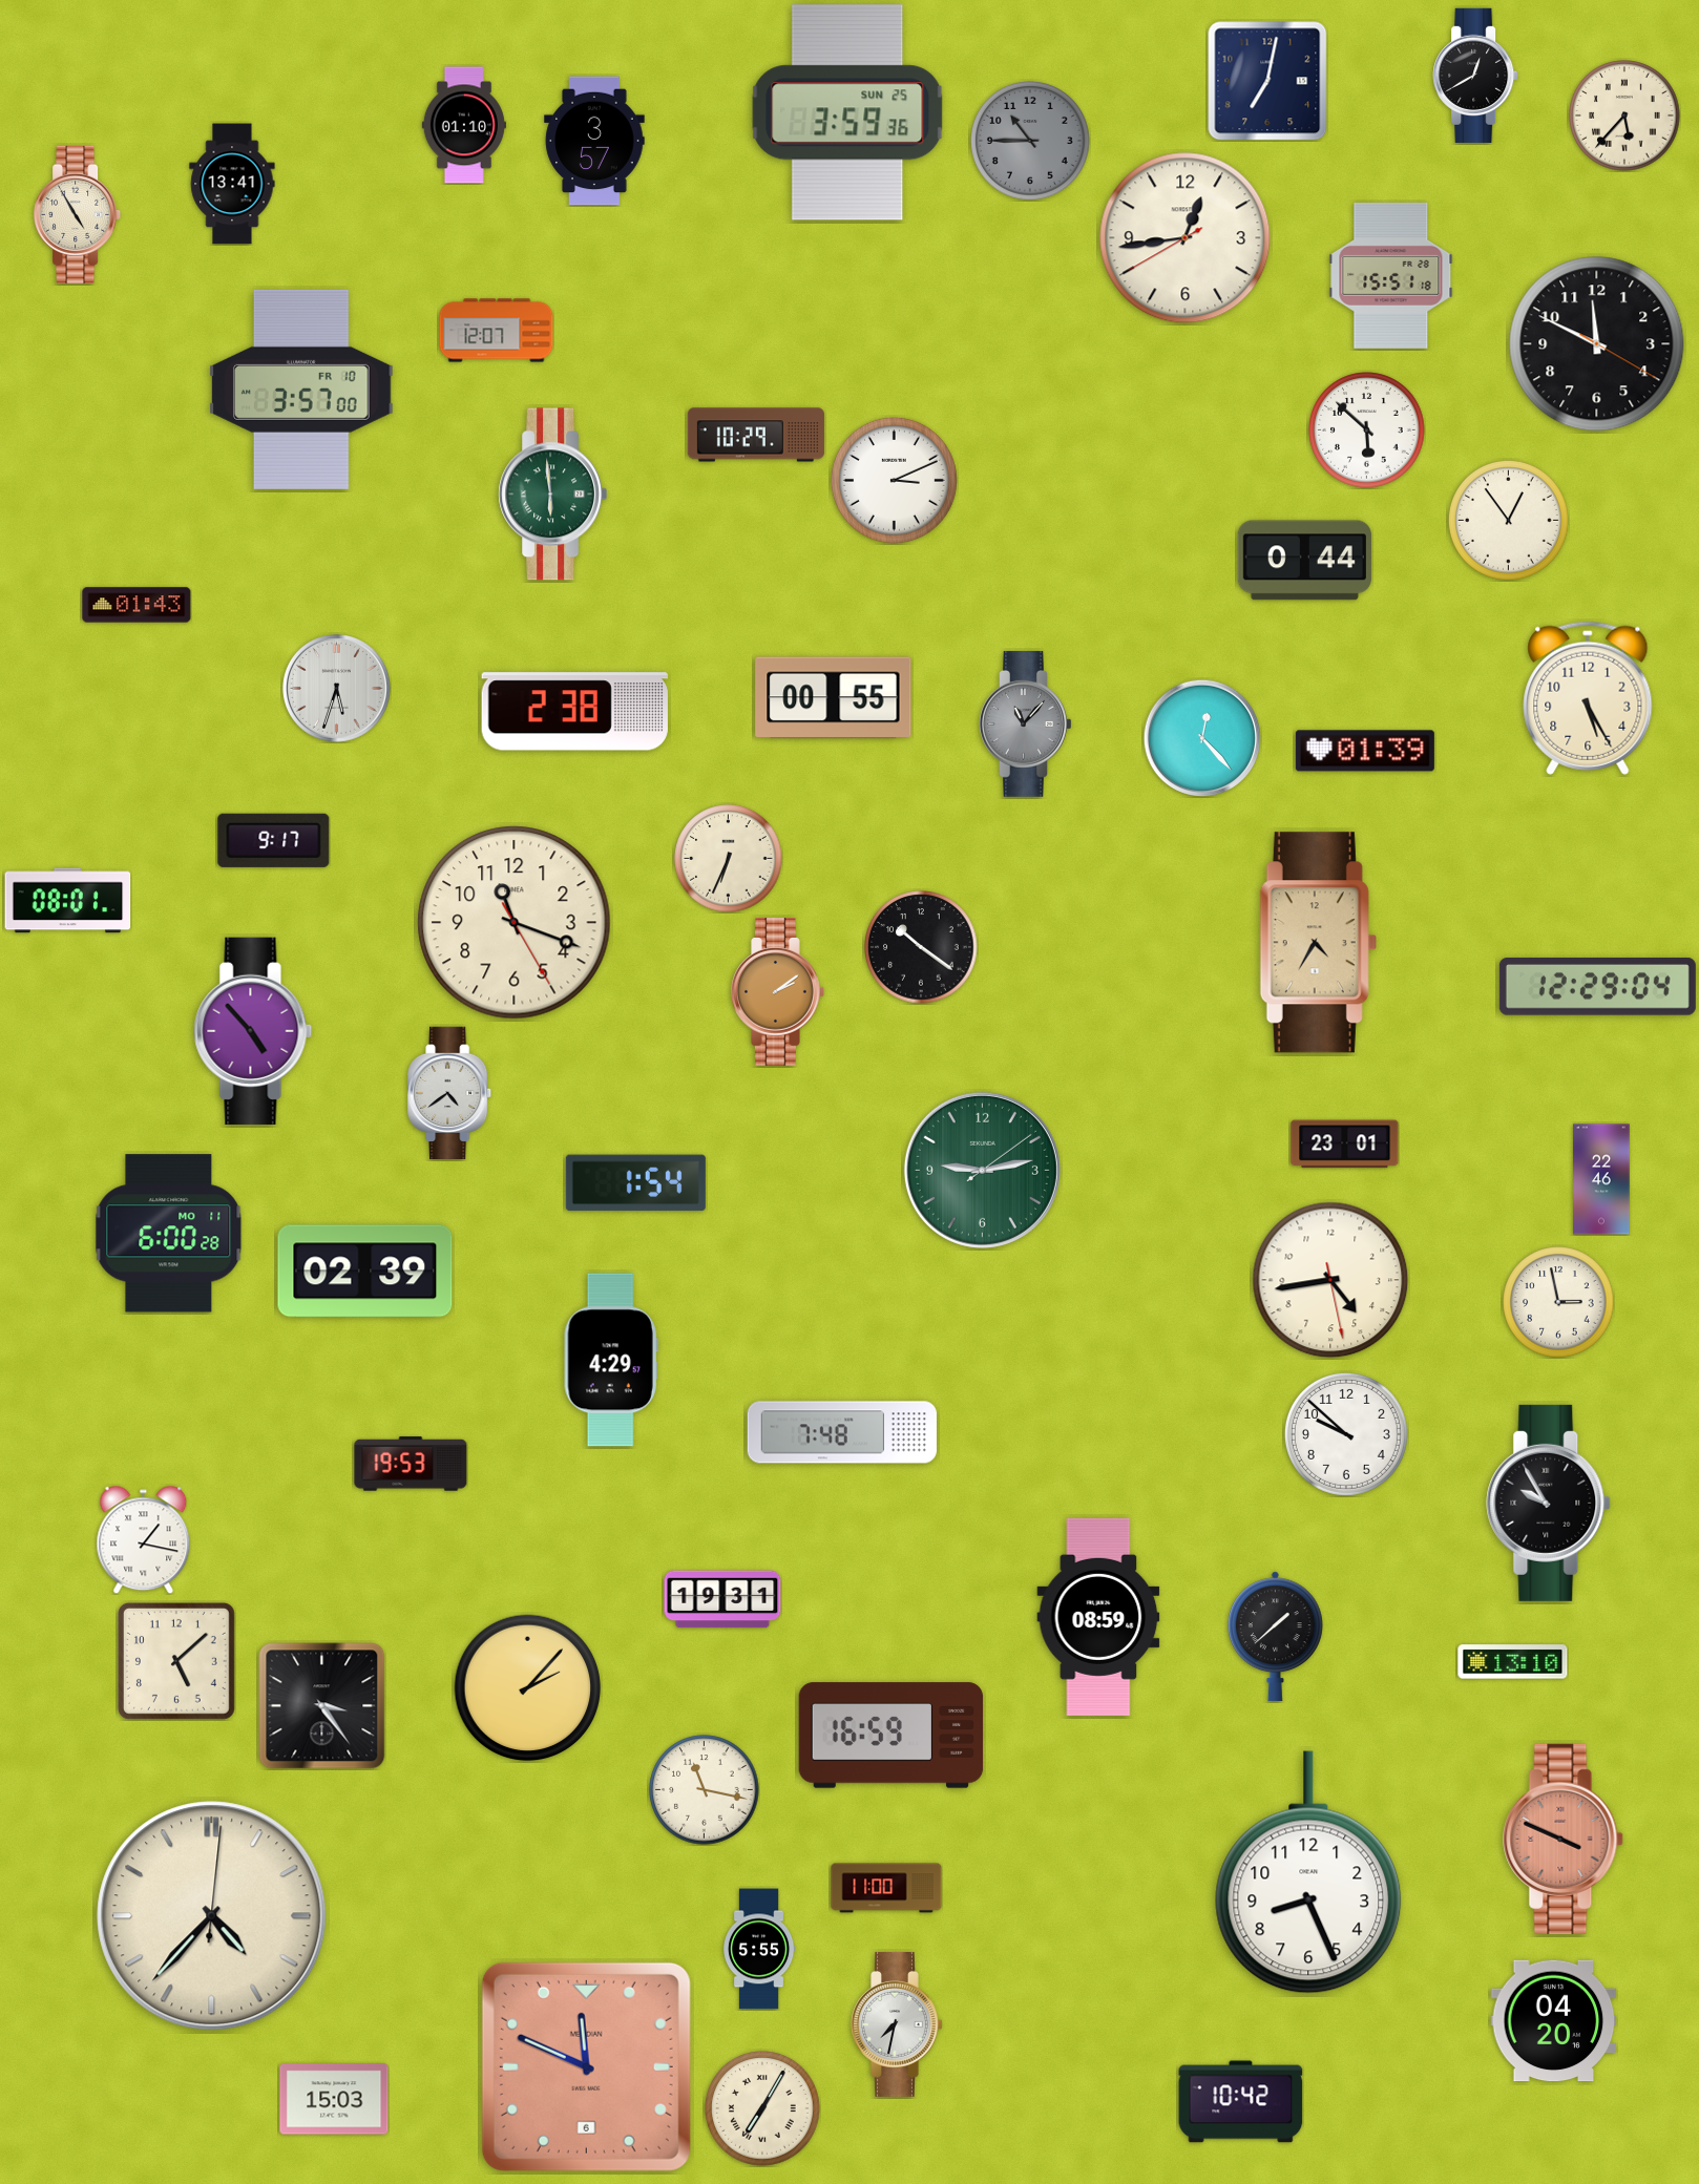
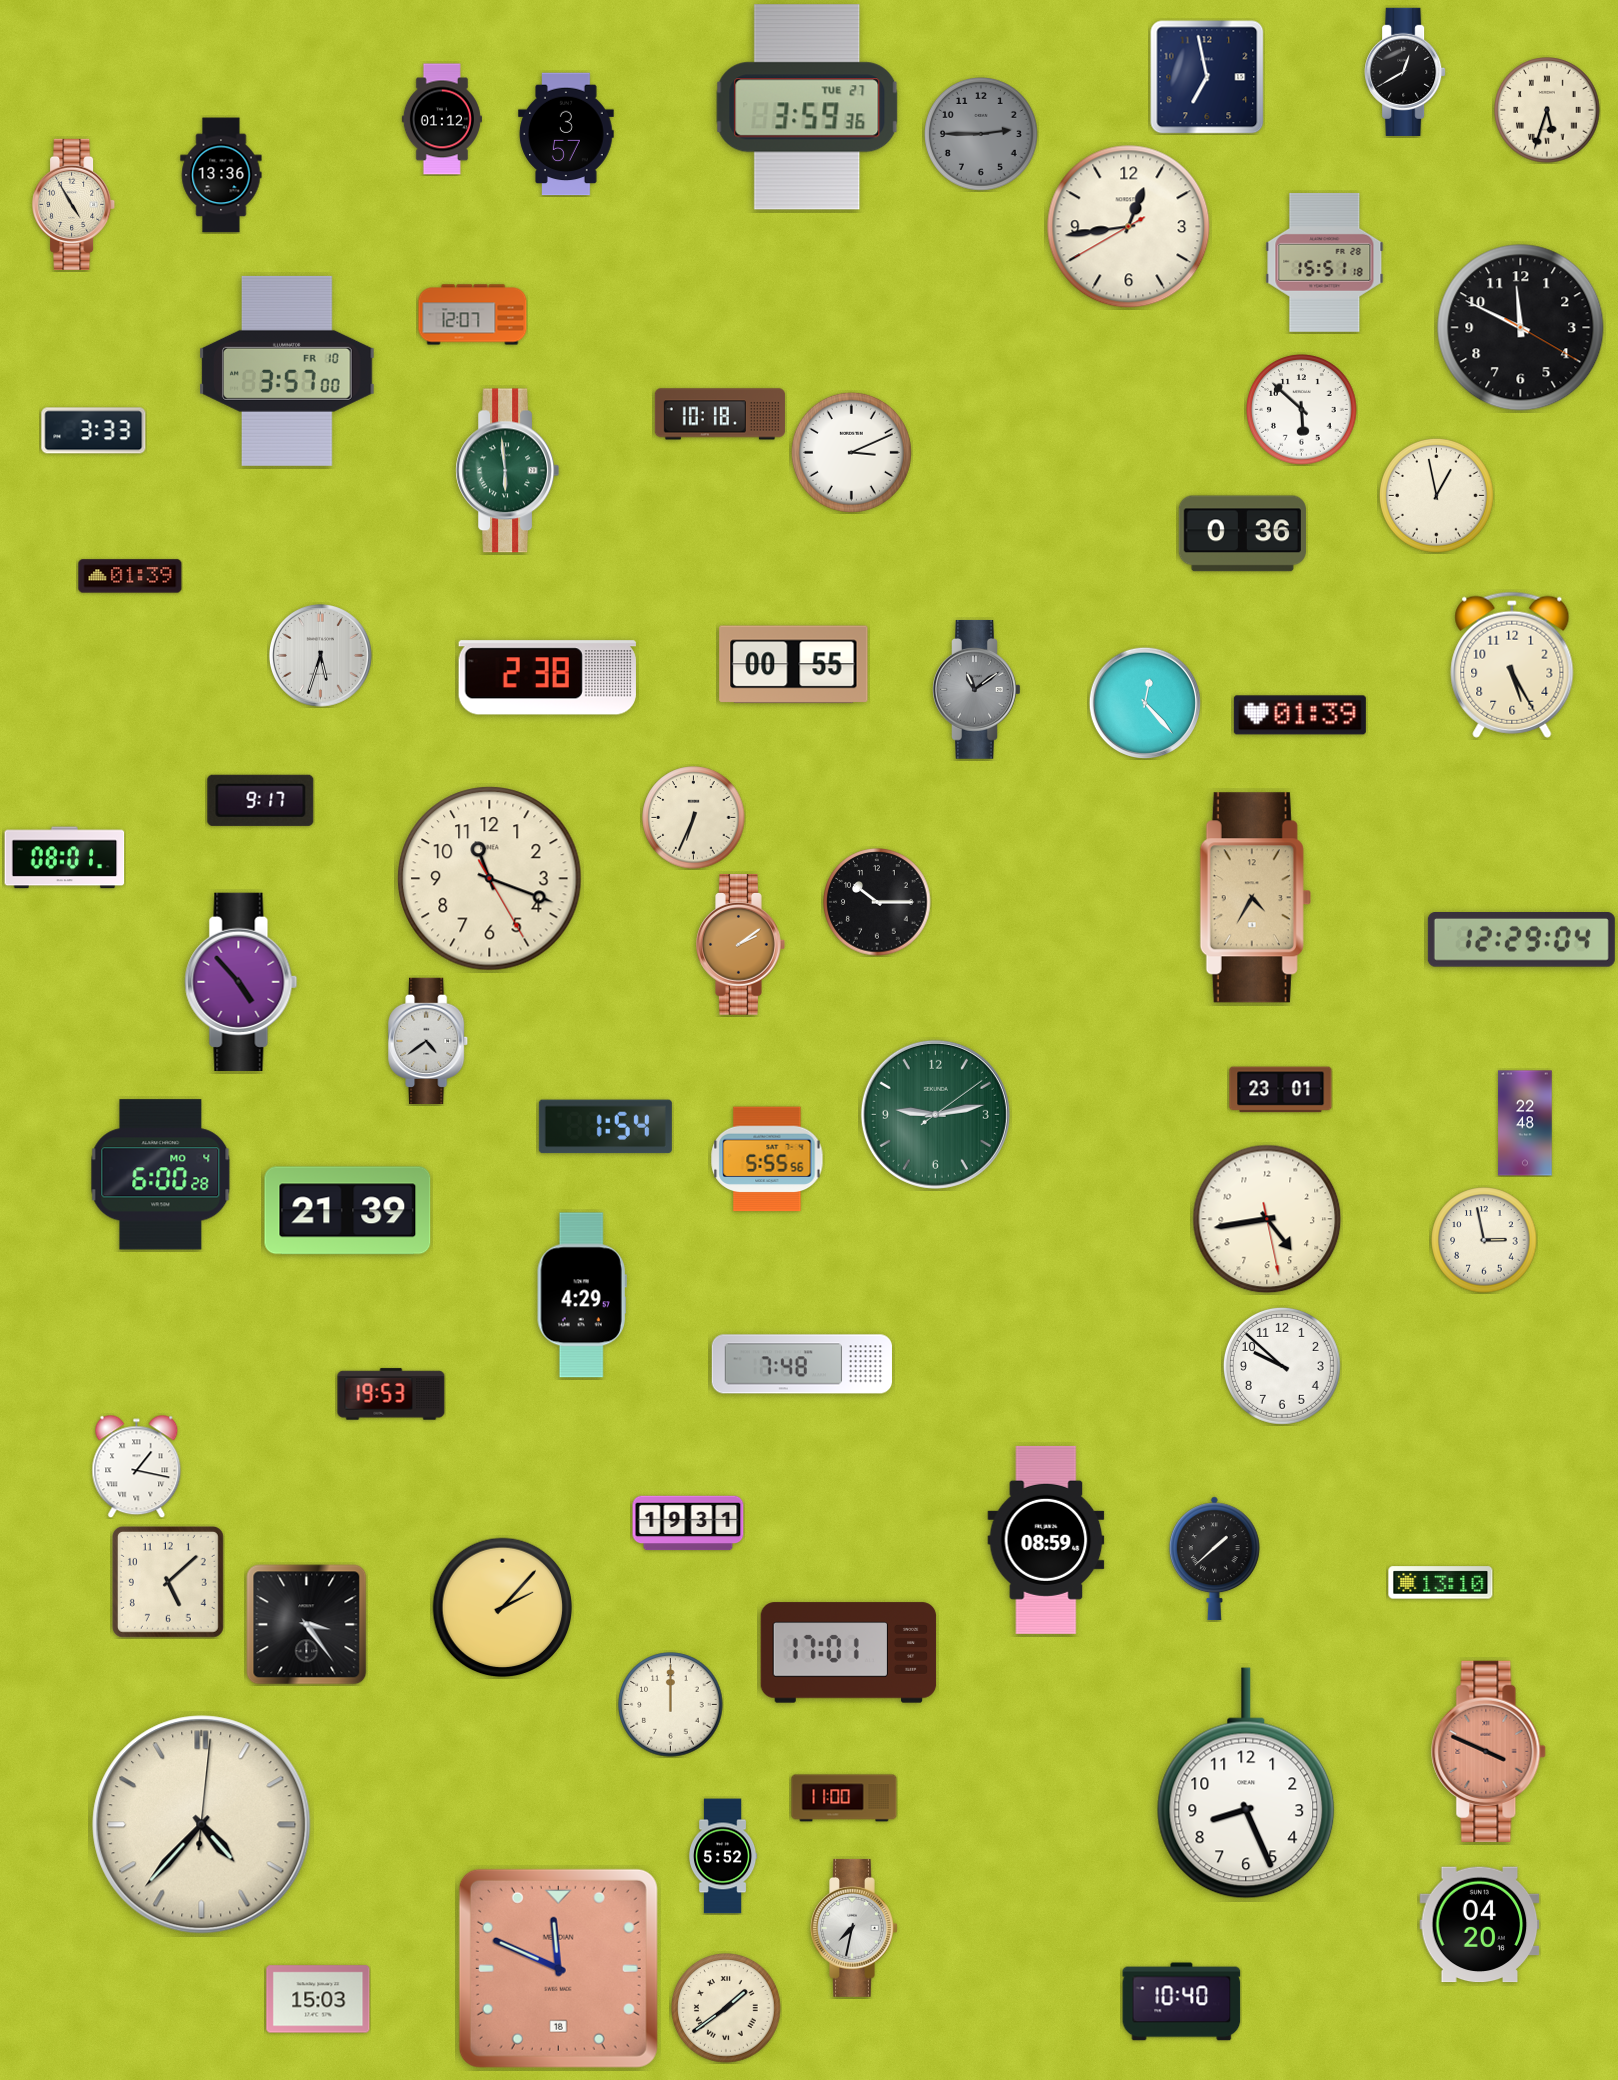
clock at (1267, 81): 7:02 -> 6:58
clock at (847, 112) date: SUN 25 -> TUE 27
clock at (1624, 115): 5:37 -> 5:33
clock at (464, 125): 01:10 -> 01:12
clock at (1031, 142): 10:45 -> 2:45
clock at (232, 184): 13:41 -> 13:36
clock at (756, 435): 10:29 -> 10:18
clock at (94, 431): none -> 3:33
clock at (894, 480) position: (894, 480) -> (851, 452)
clock at (553, 495) position: (553, 495) -> (508, 471)
clock at (1508, 520): 12:54 -> 12:58
clock at (1304, 561): 0:44 -> 0:36
clock at (137, 605): 01:43 -> 01:39
clock at (1026, 723): 11:07 -> 11:09
clock at (921, 947): 10:21 -> 10:15
clock at (1601, 1179): 22:46 -> 22:48
clock at (767, 1159): none -> 5:55
clock at (169, 1234) date: MO 11 -> MO 4
clock at (365, 1272): 02:39 -> 21:39
clock at (1549, 1503): 9:55 -> none
clock at (892, 1736): 16:59 -> 17:01
clock at (705, 1790): 11:17 -> 12:00
clock at (760, 1949): 5:55 -> 5:52
clock at (586, 2066) date: 6 -> 18
clock at (1241, 2102): 10:42 -> 10:40
clock at (762, 2108): 7:05 -> 1:39
